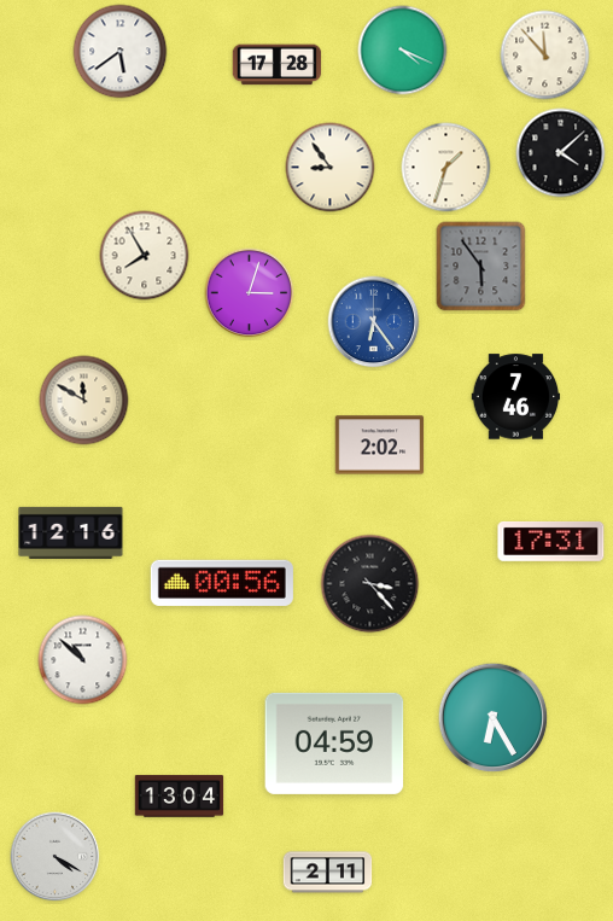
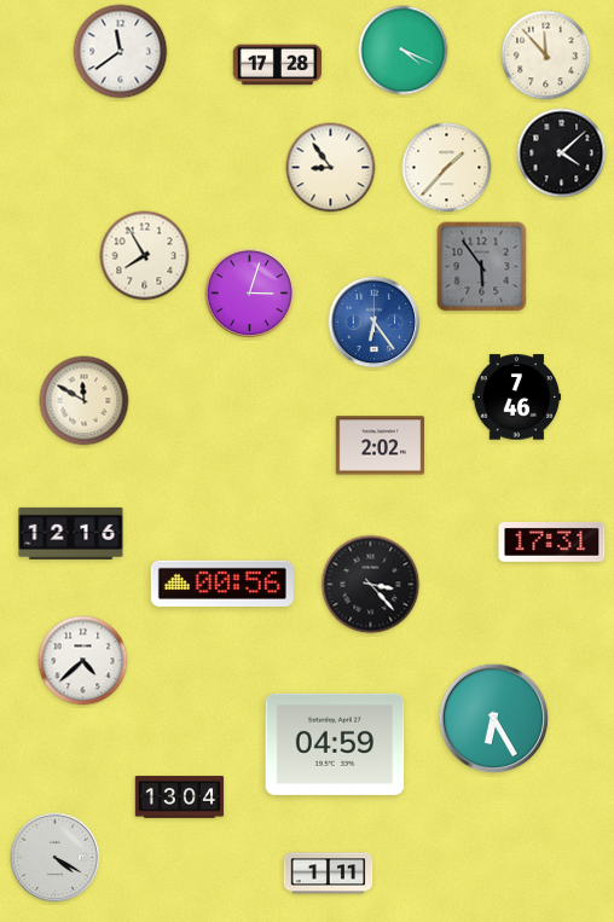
clock at (121, 52): 5:39 -> 11:39
clock at (446, 168): 1:33 -> 1:37
clock at (83, 660): 10:52 -> 4:38
clock at (328, 873): 2:11 -> 1:11
